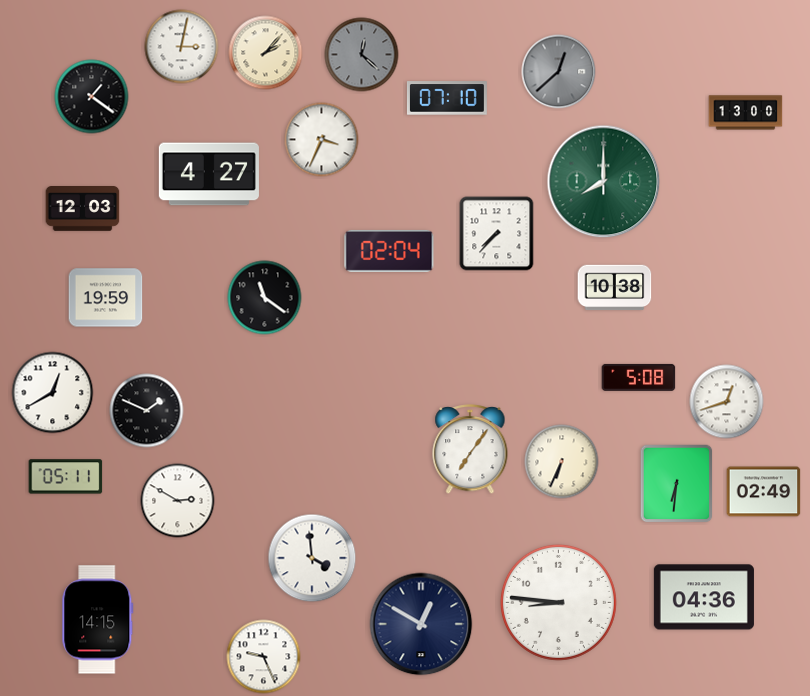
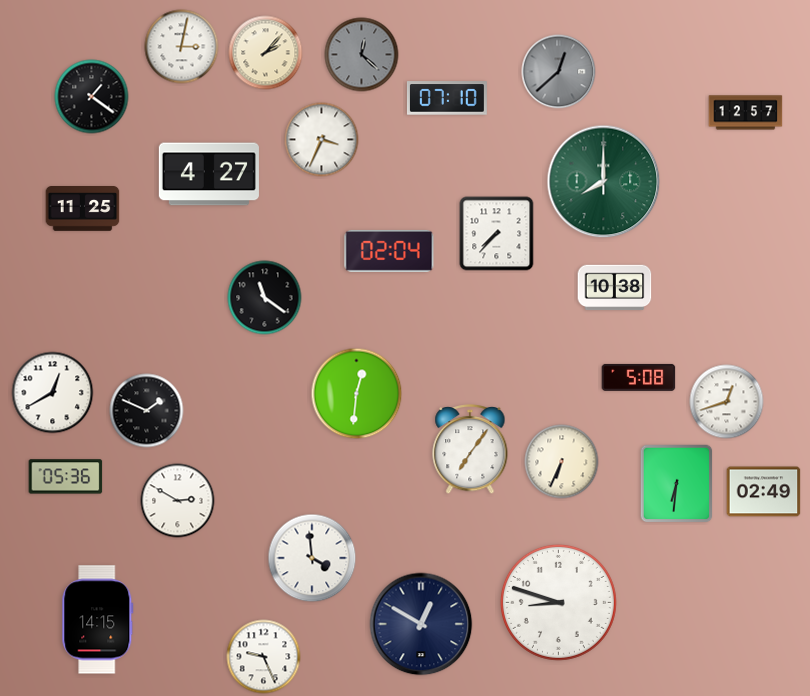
clock at (746, 113): 13:00 -> 12:57
clock at (83, 209): 12:03 -> 11:25
clock at (106, 298): 19:59 -> none
clock at (357, 394): none -> 12:31
clock at (66, 477): 05:11 -> 05:36
clock at (704, 597): 04:36 -> none
clock at (558, 602): 8:46 -> 8:48
